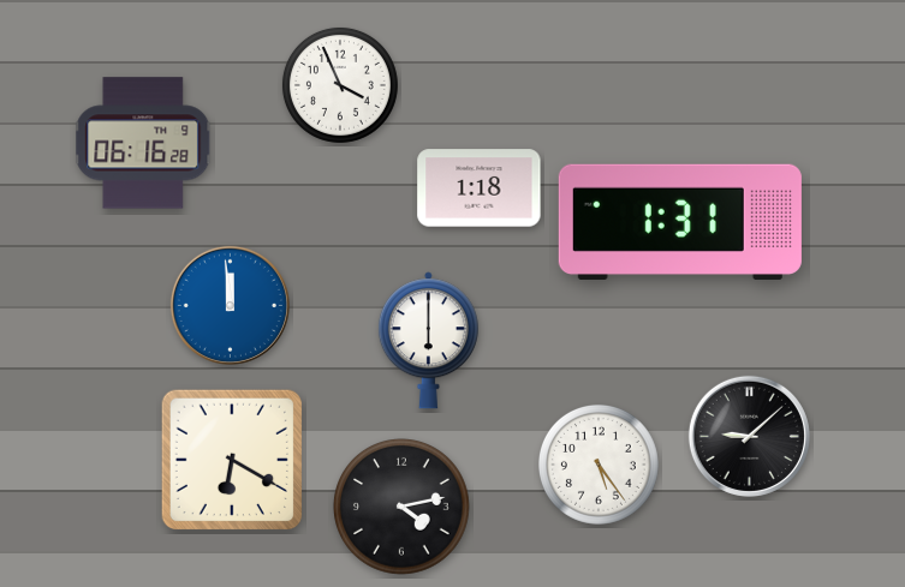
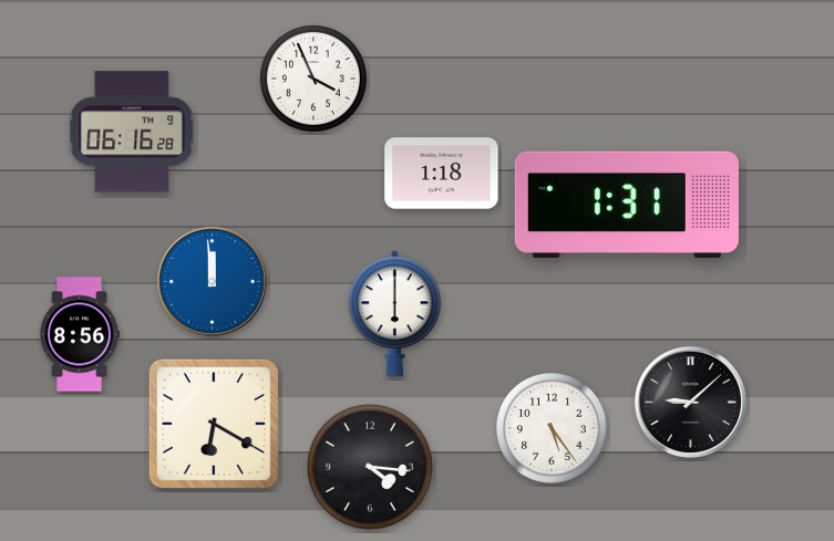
clock at (79, 334): none -> 8:56
clock at (401, 507): 4:13 -> 4:16
